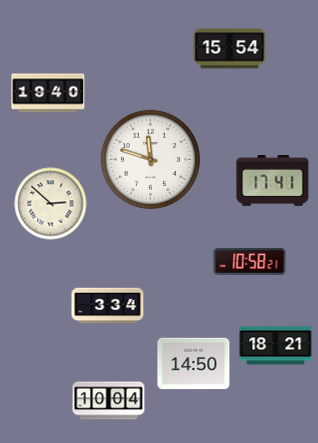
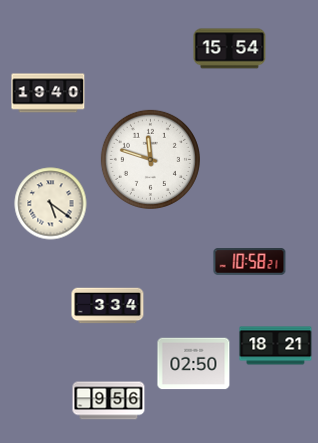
clock at (273, 181): 17:41 -> none
clock at (51, 204): 2:52 -> 5:21
clock at (194, 364): 14:50 -> 02:50
clock at (109, 401): 10:04 -> 9:56
